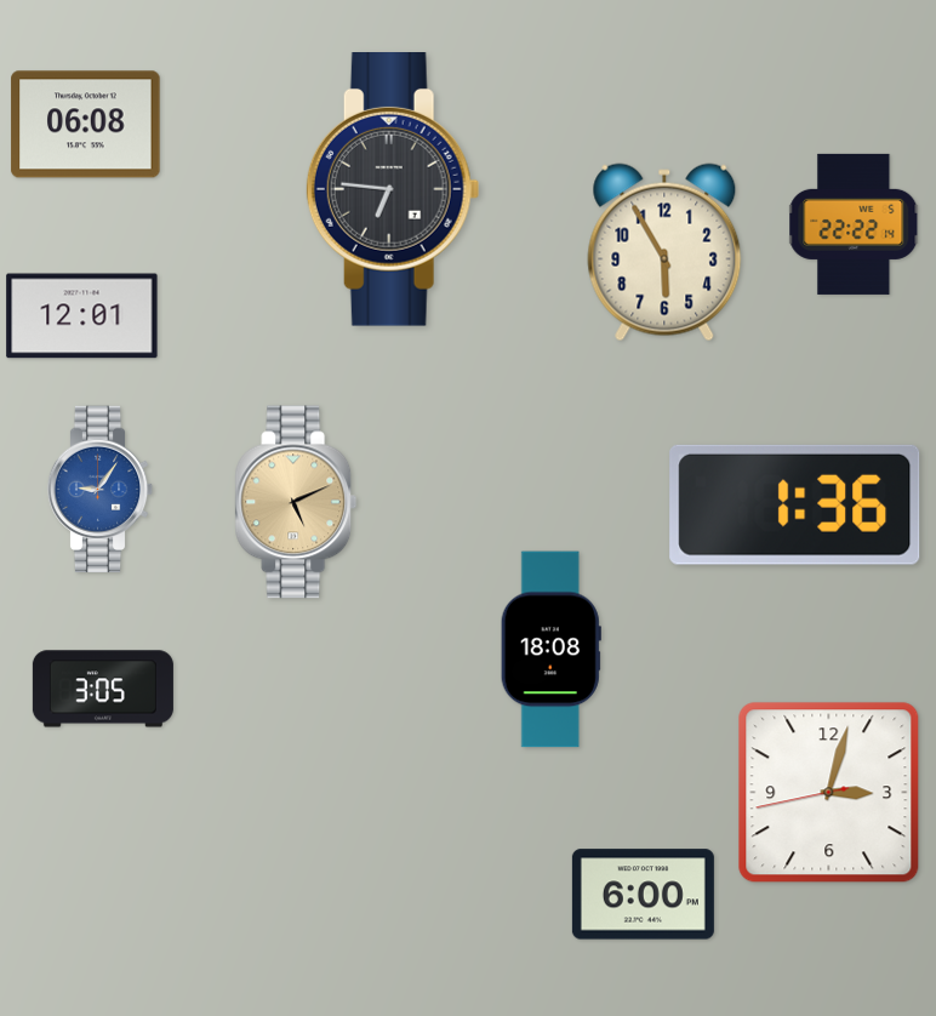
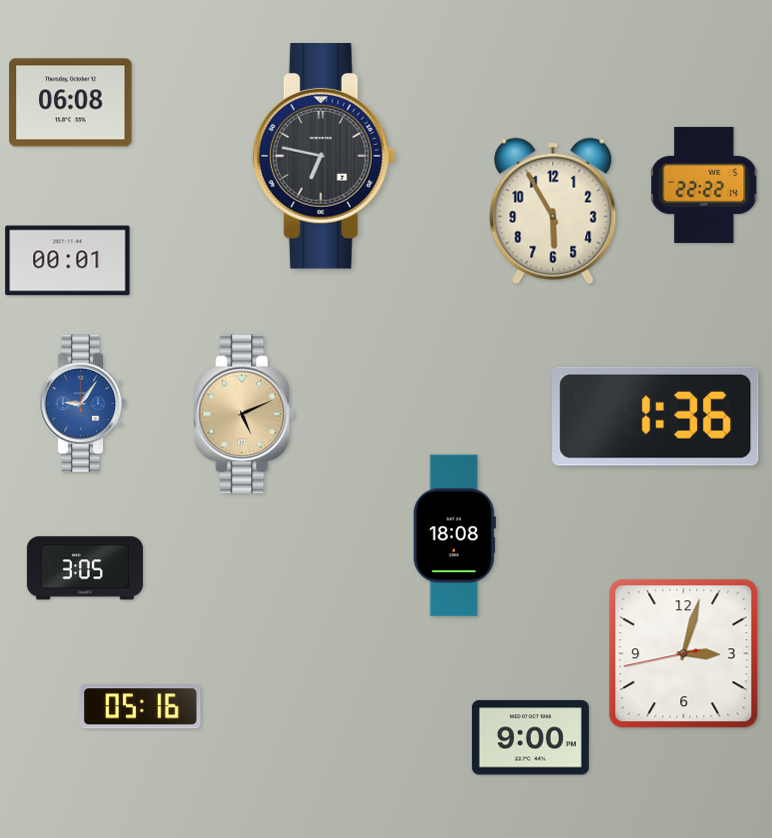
clock at (393, 190): 6:46 -> 6:47
clock at (664, 252) position: (664, 252) -> (553, 211)
clock at (82, 316): 12:01 -> 00:01
clock at (140, 707): none -> 05:16
clock at (643, 895): 6:00 -> 9:00
